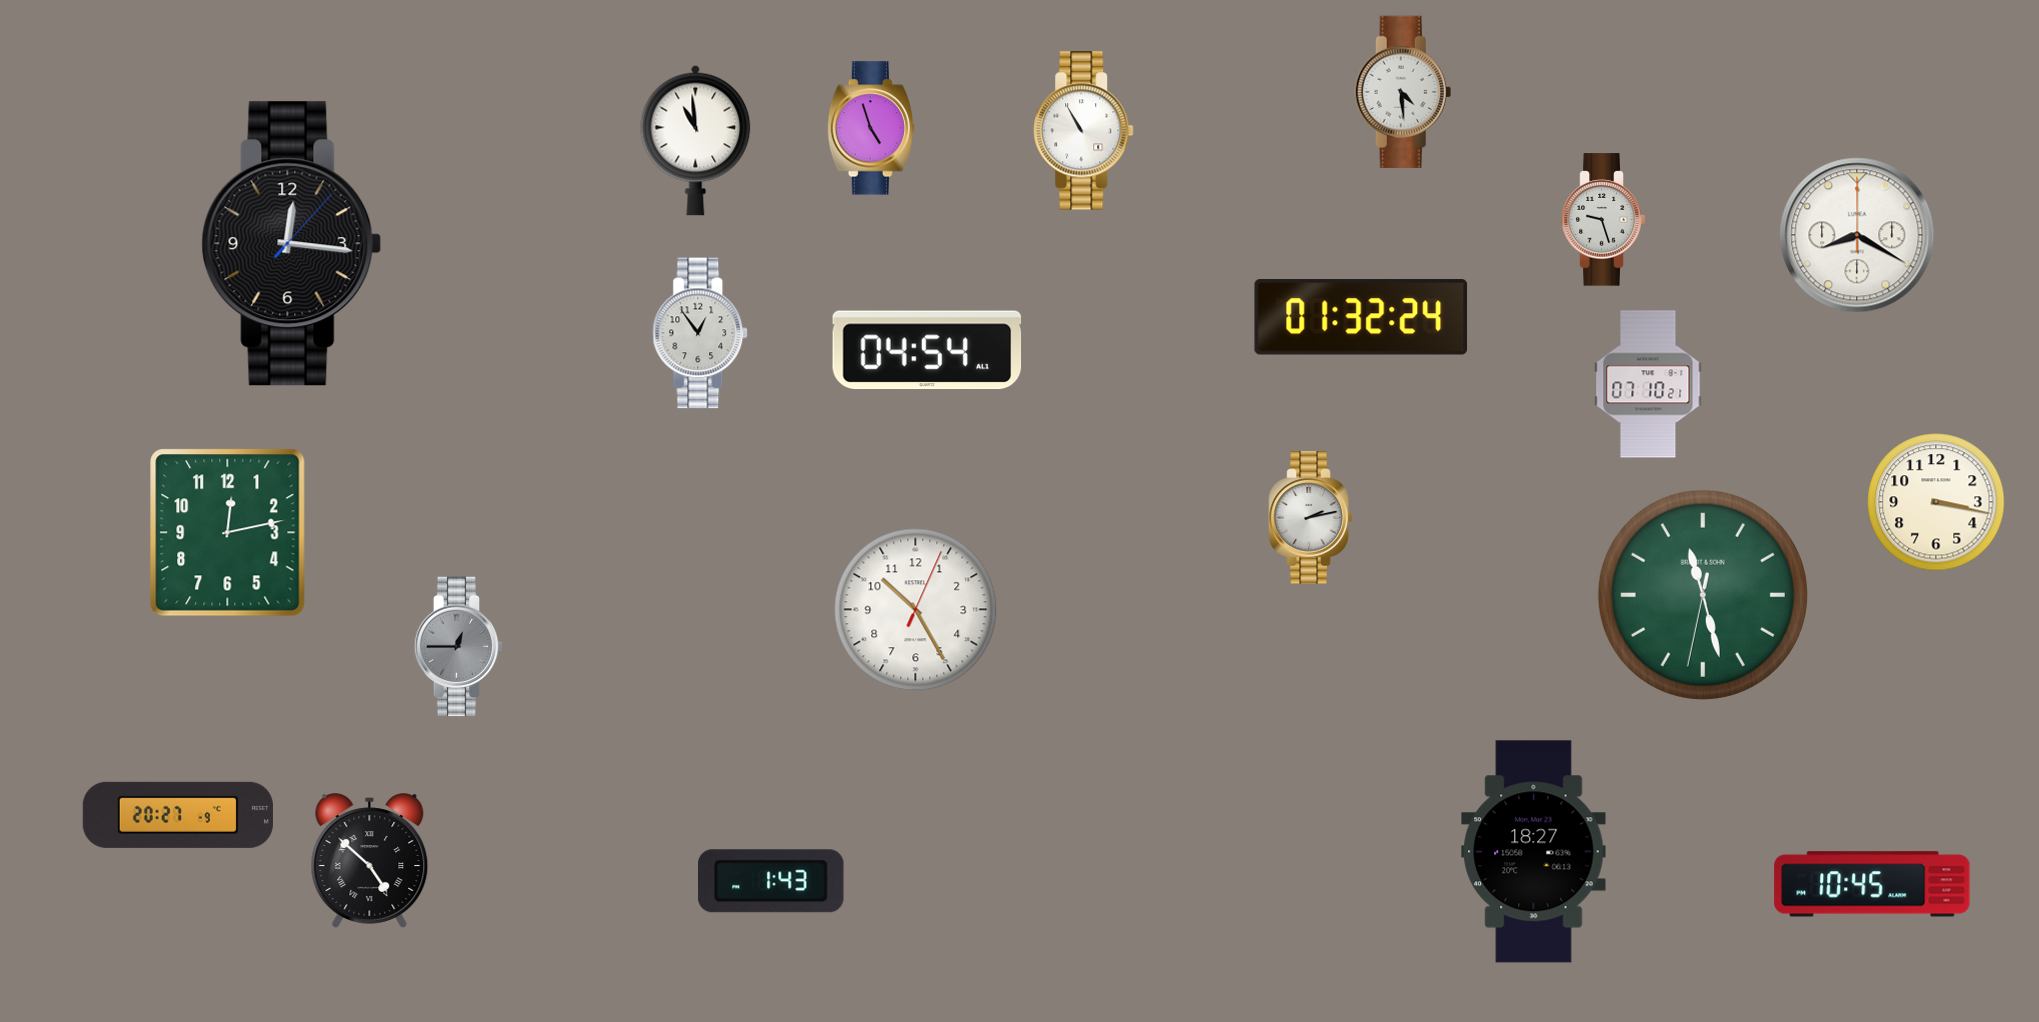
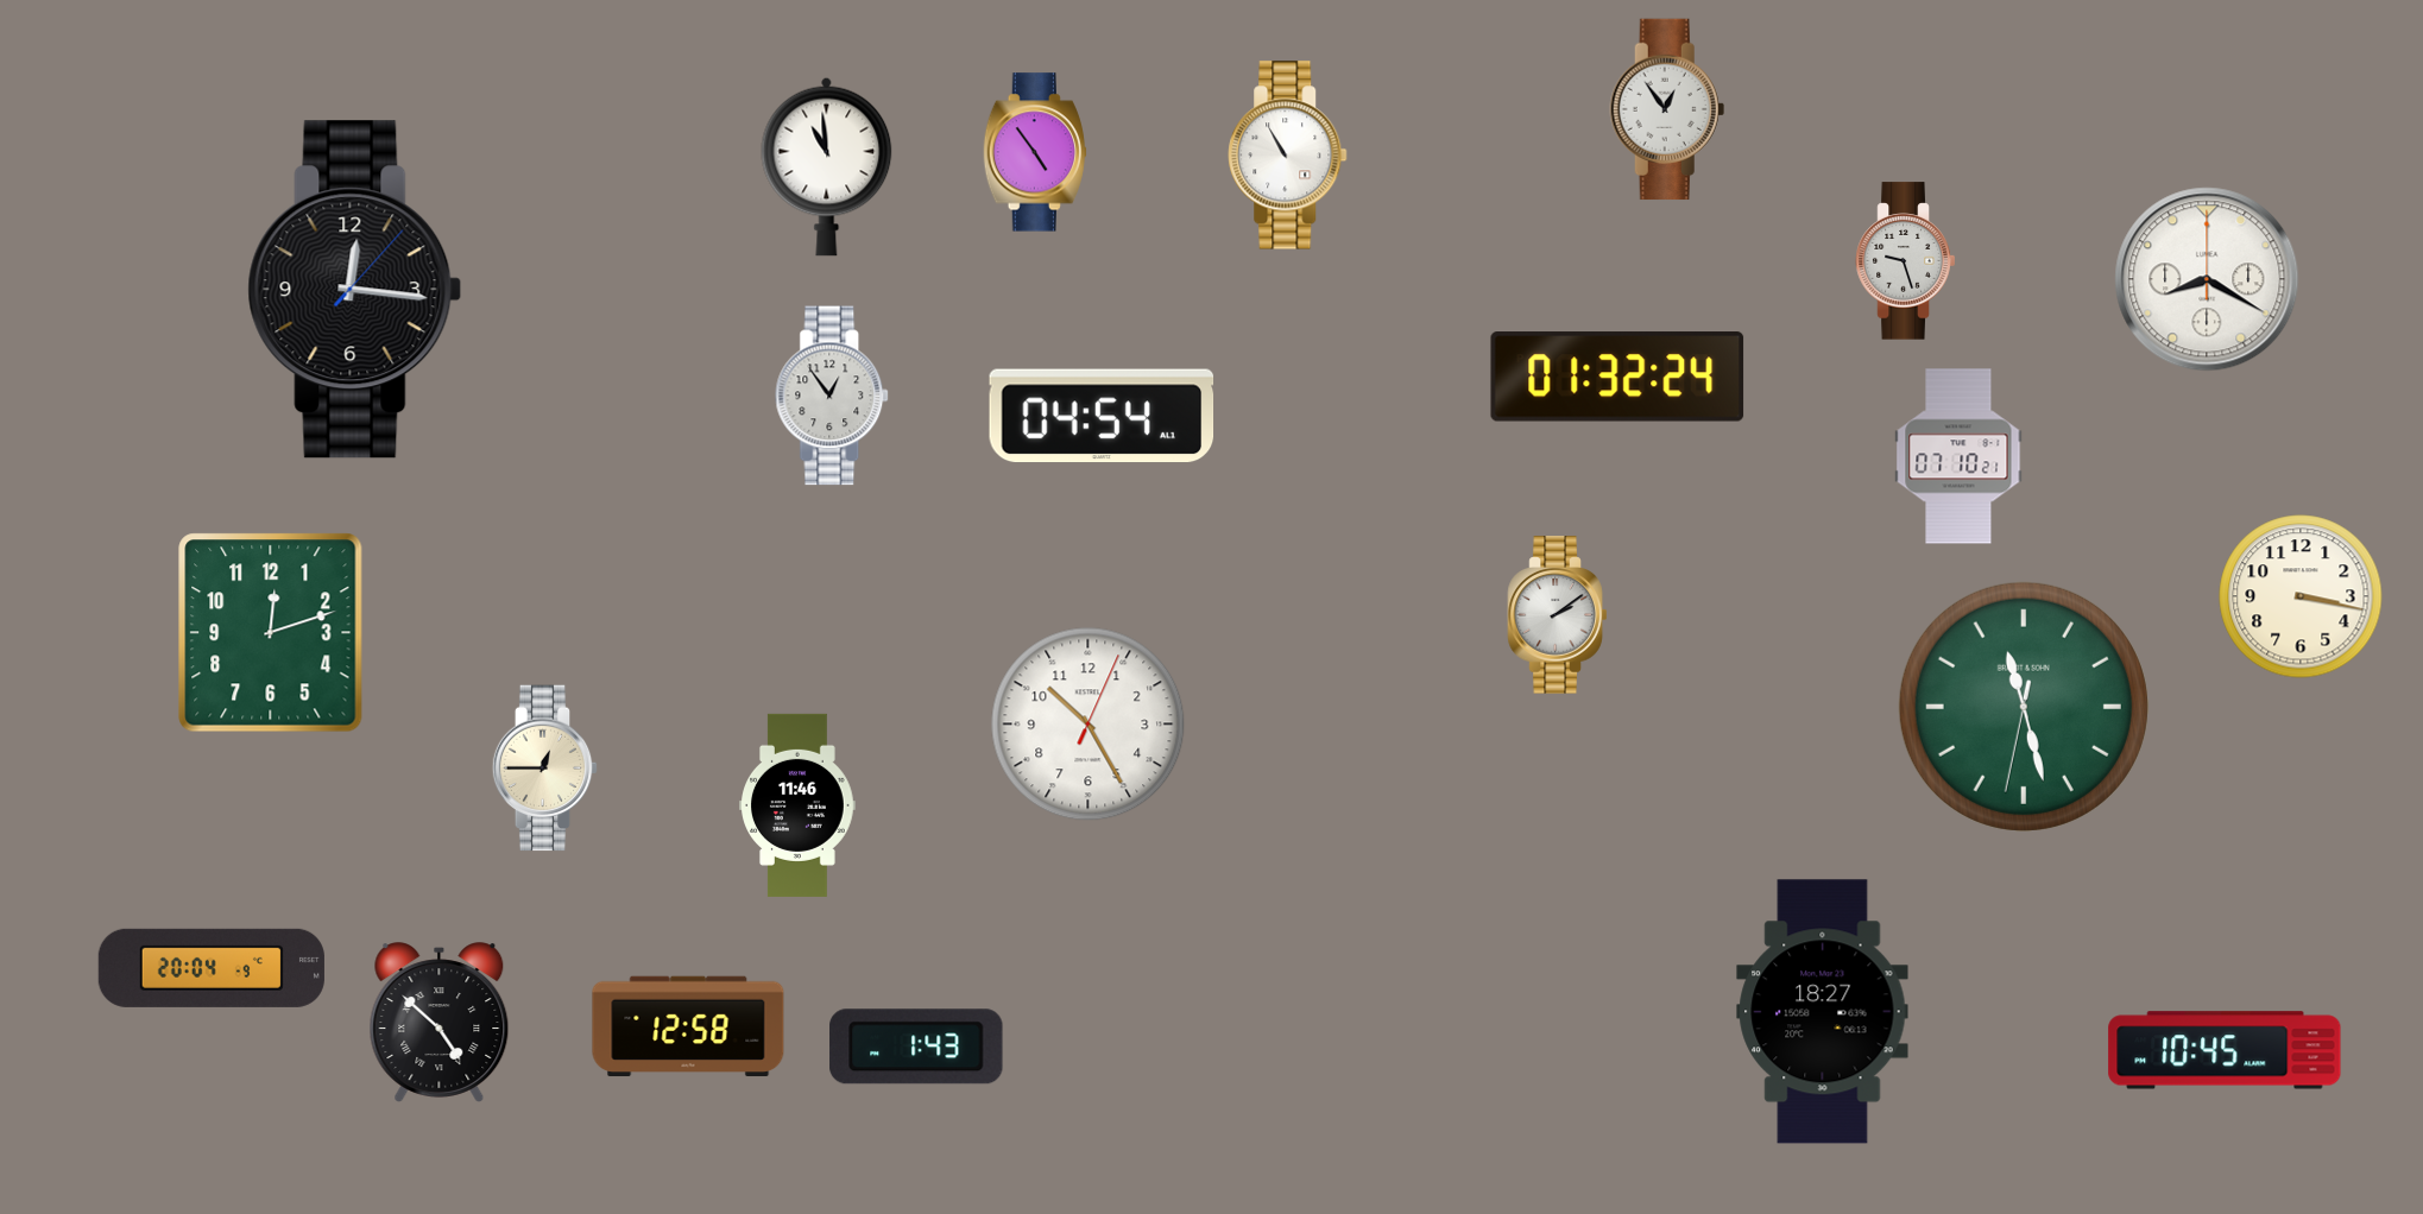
clock at (1403, 92): 4:29 -> 12:54
clock at (870, 128): 4:57 -> 4:54
clock at (292, 244) position: (292, 244) -> (355, 290)
clock at (1311, 518): 2:13 -> 2:09
clock at (228, 533): 12:13 -> 12:12
clock at (459, 647) dial: grey -> cream
clock at (799, 805): none -> 11:46
clock at (178, 815): 20:27 -> 20:04
clock at (688, 1026): none -> 12:58
